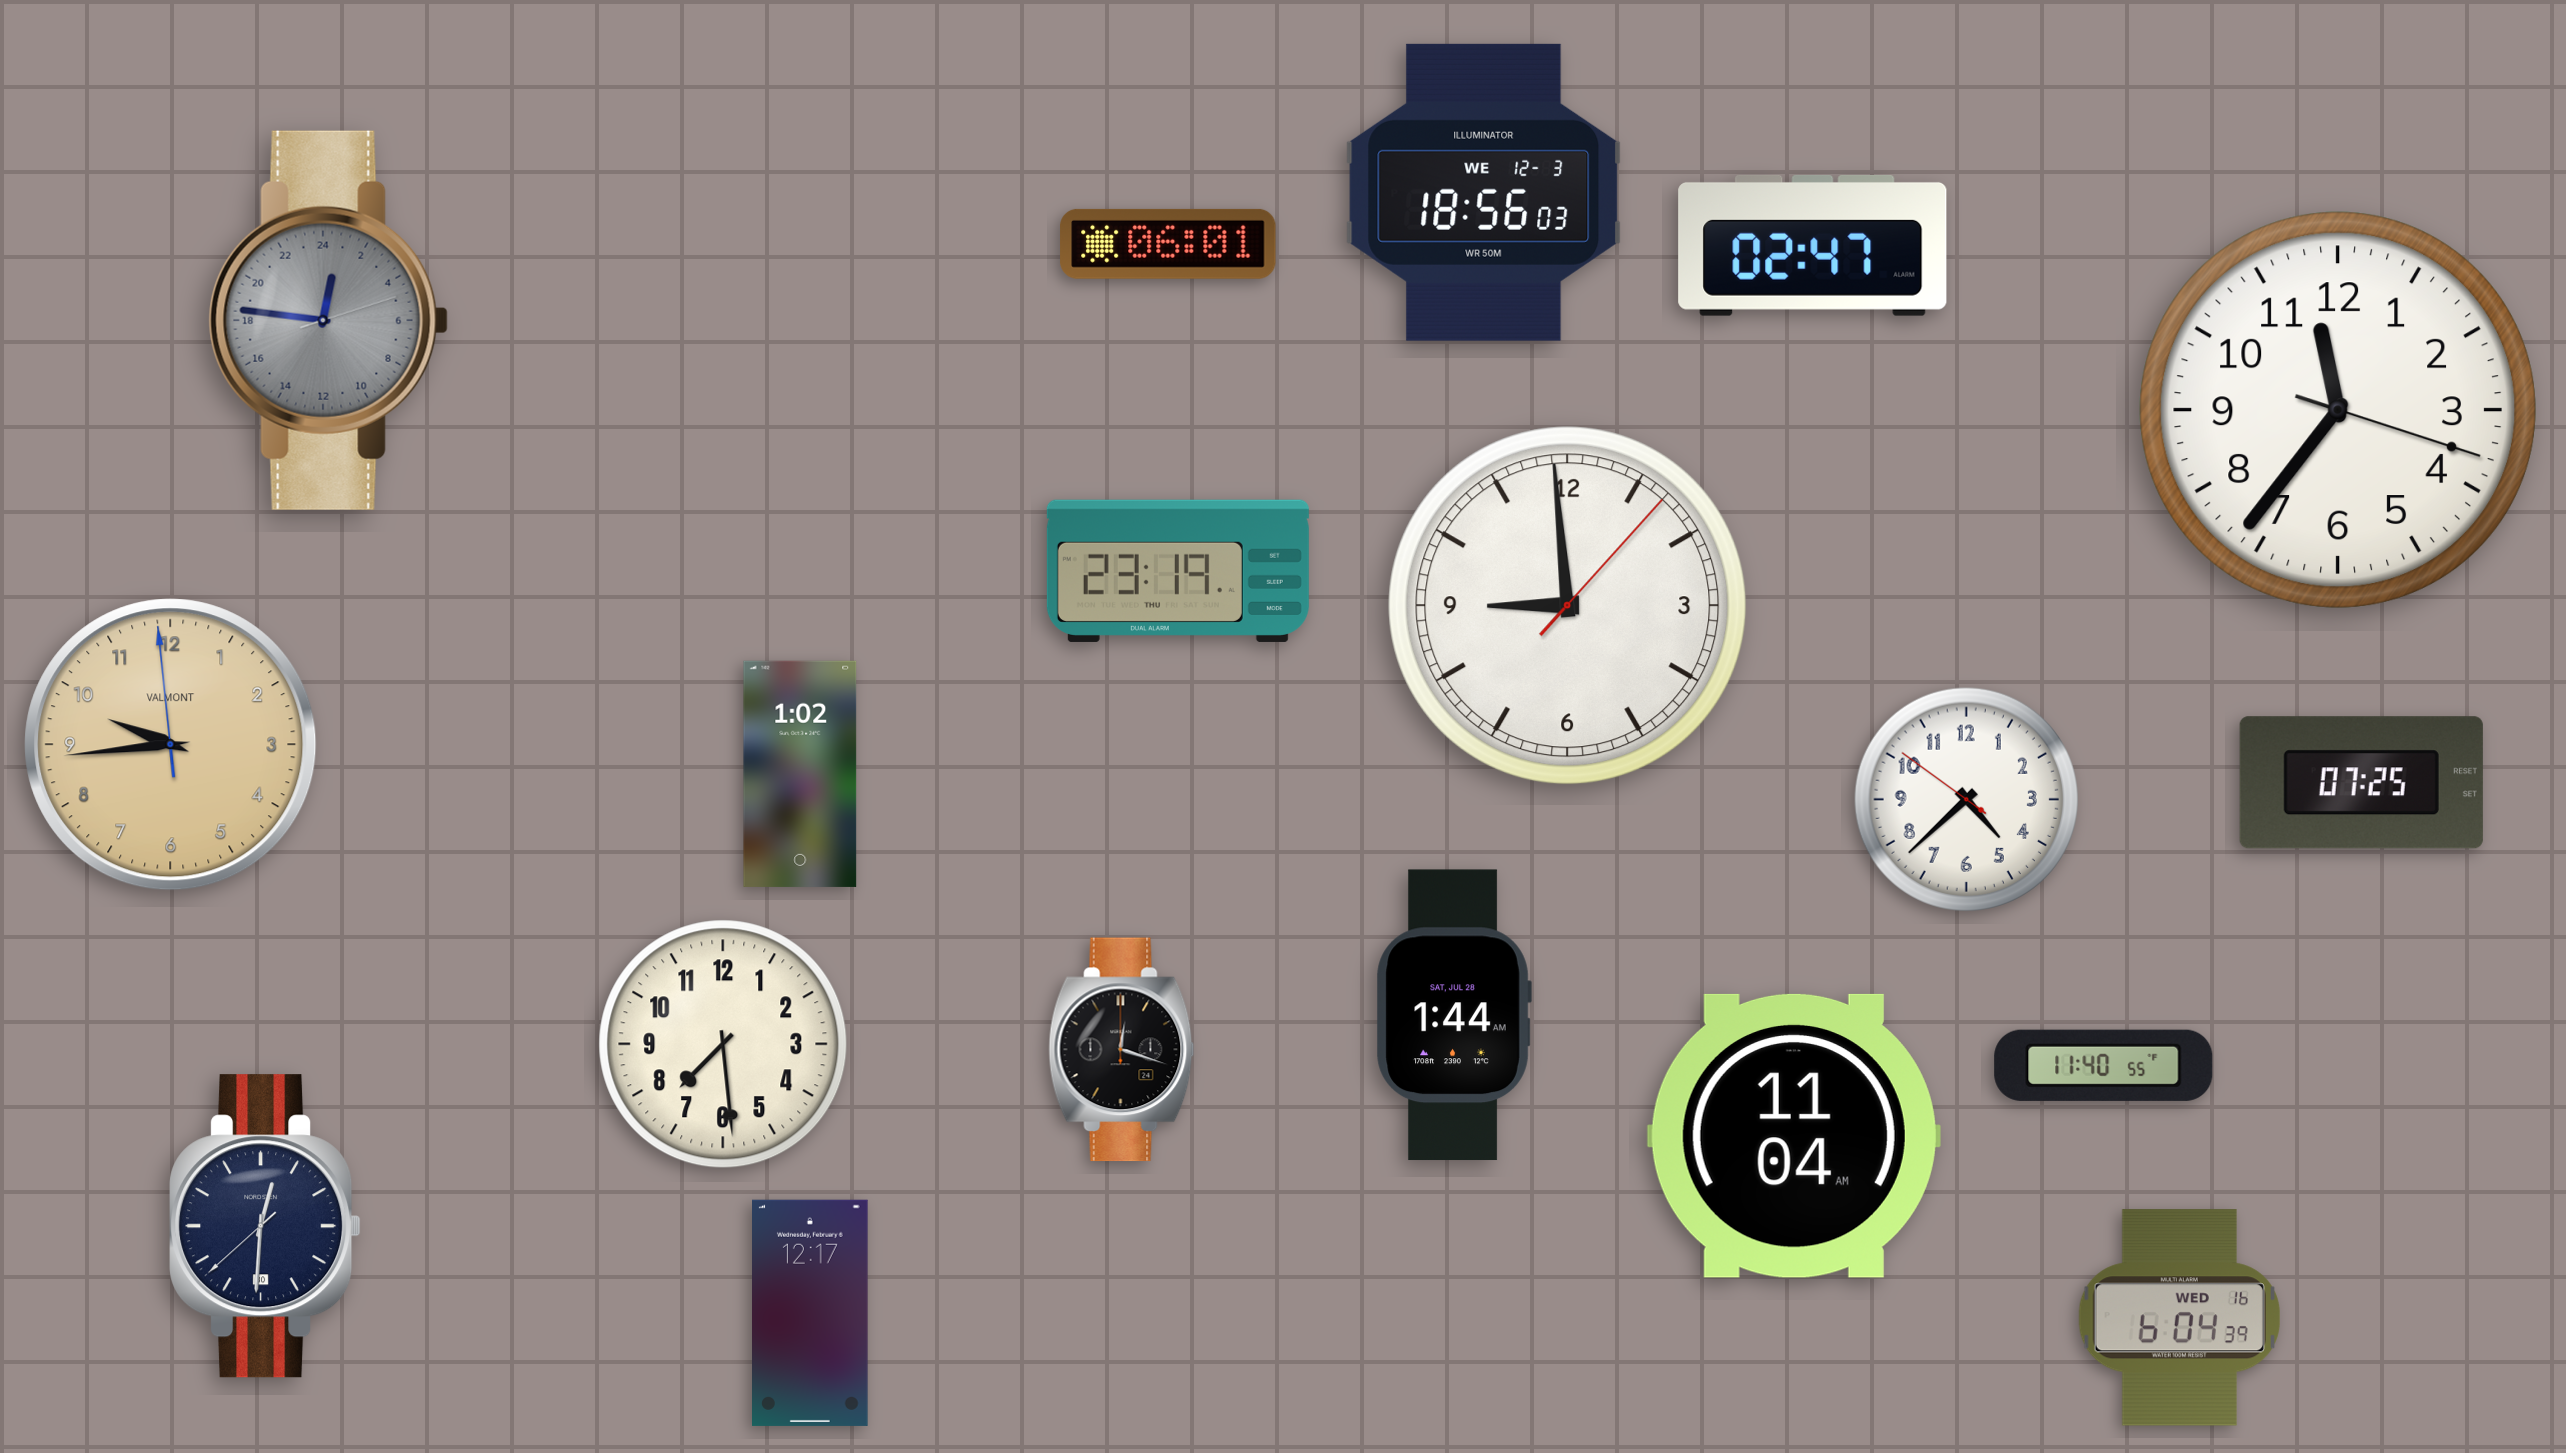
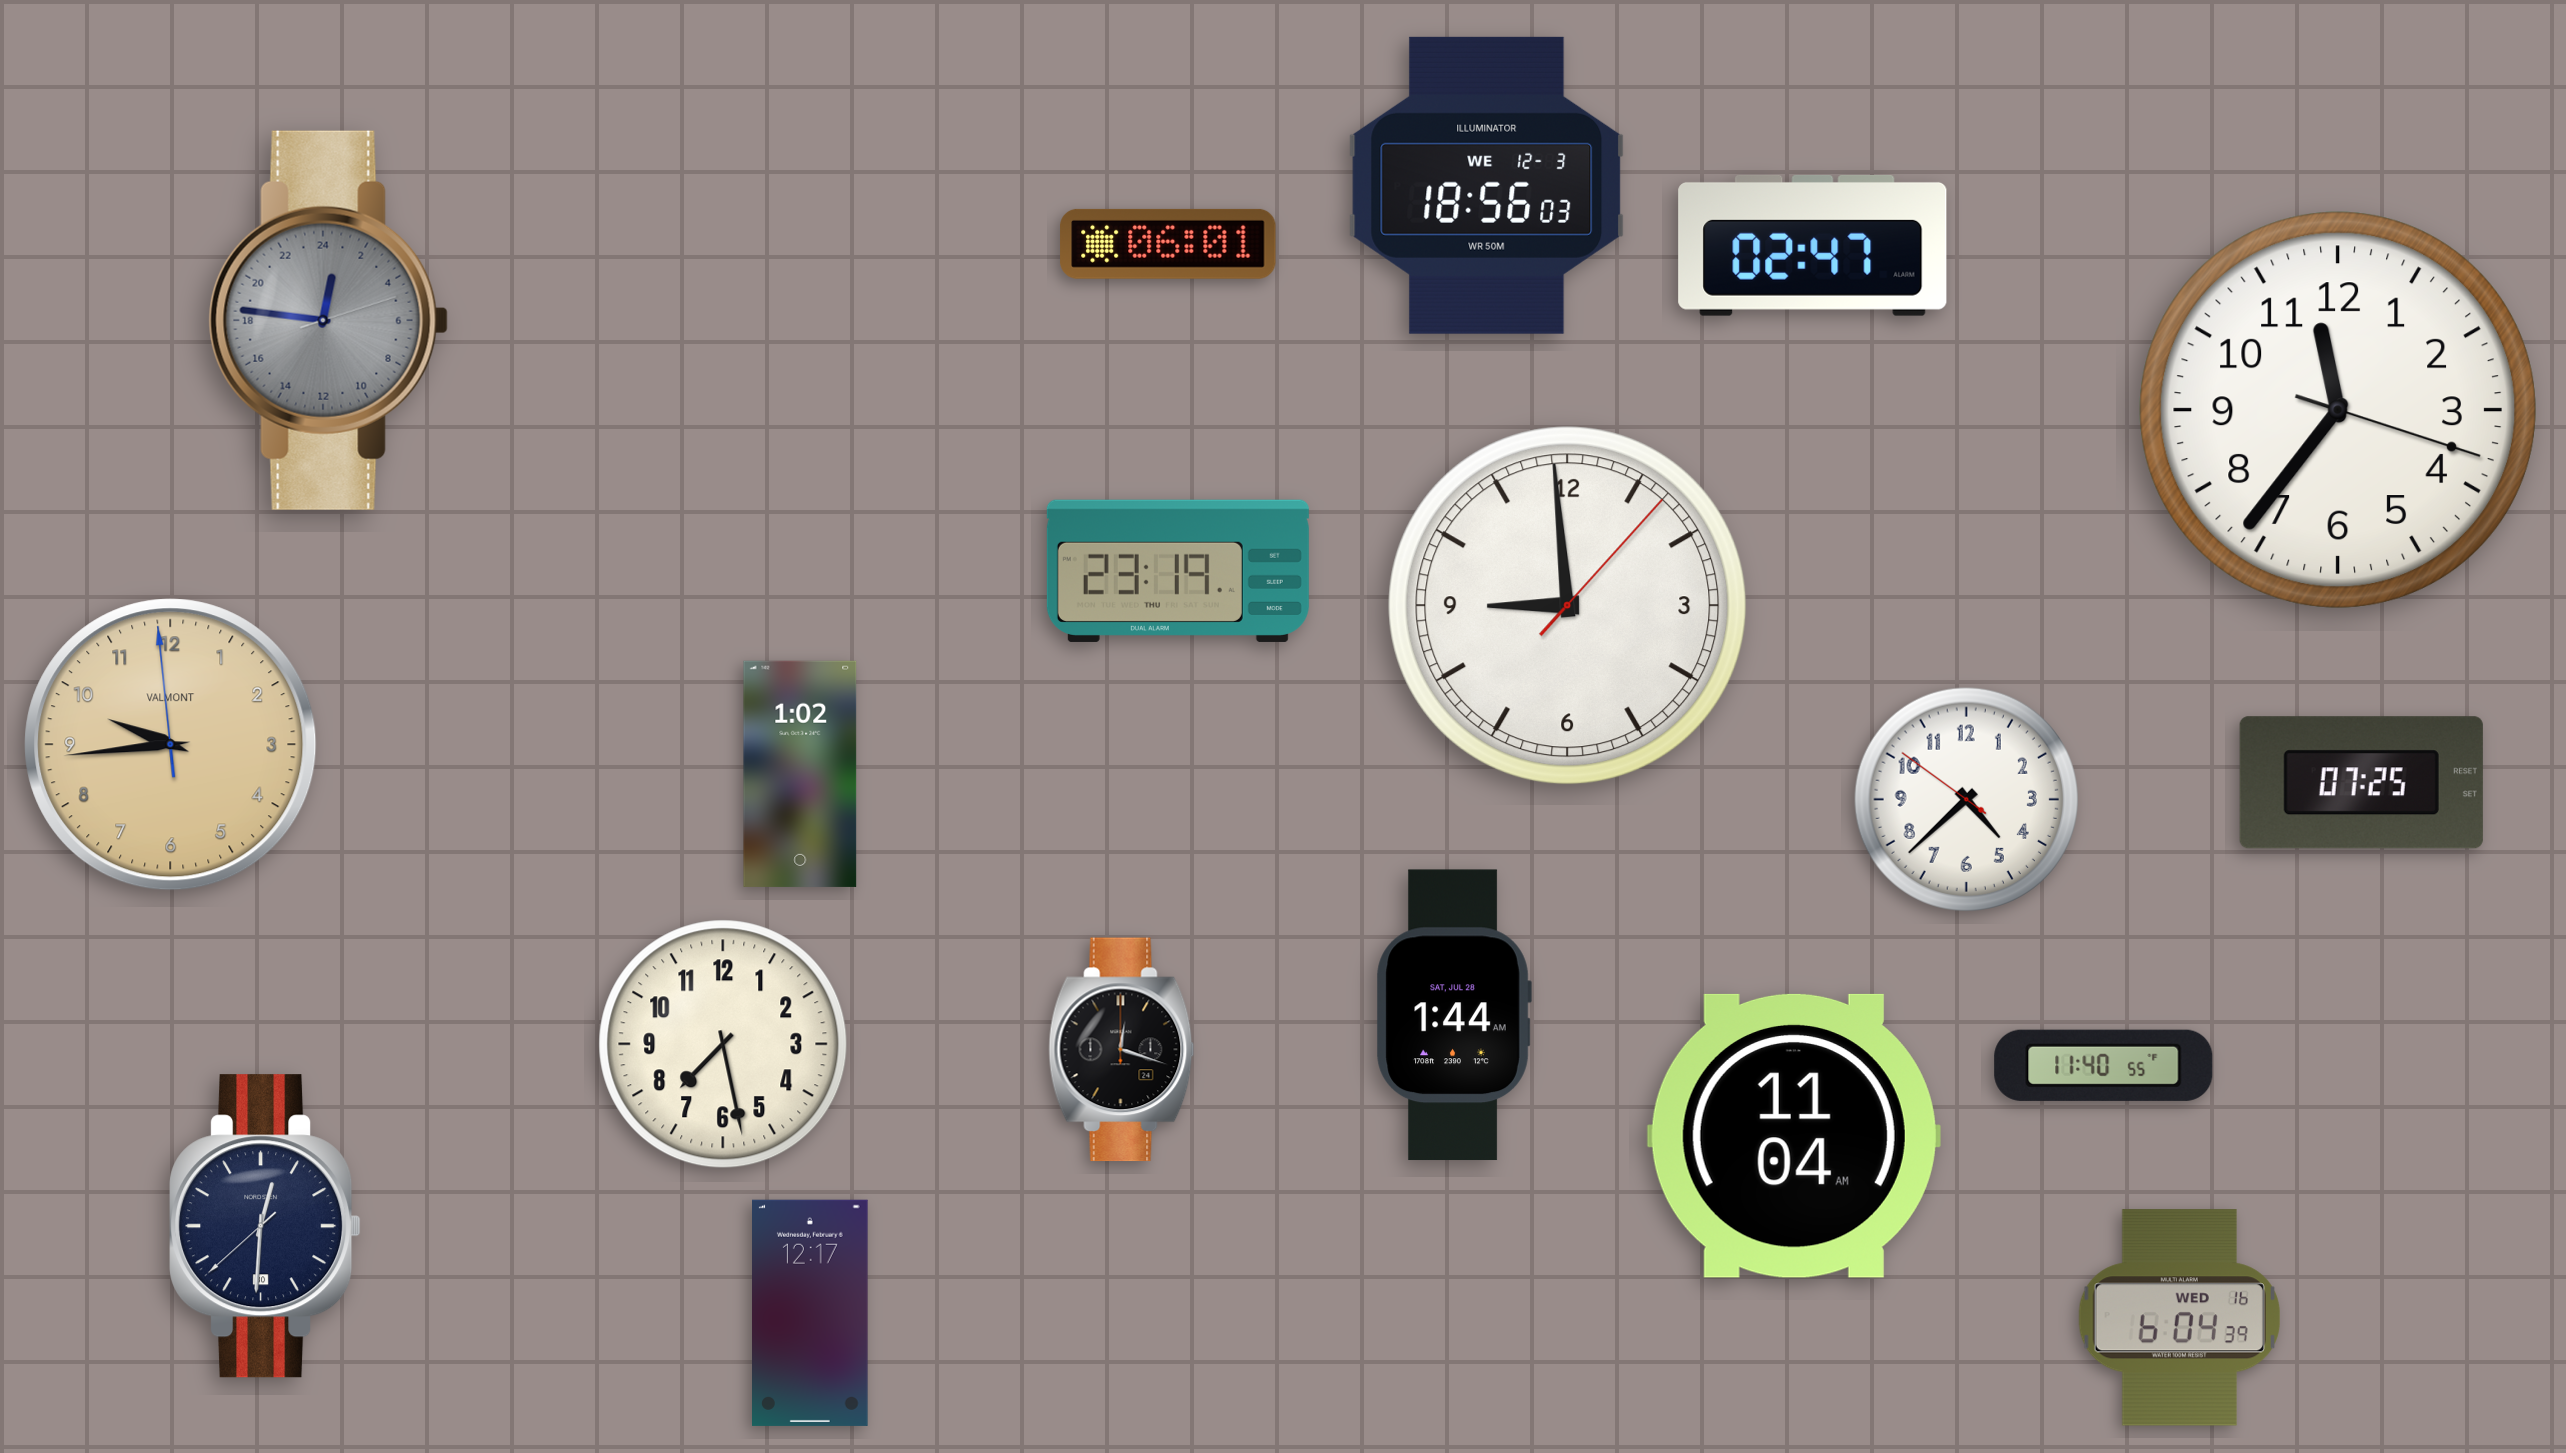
clock at (1484, 192) position: (1484, 192) -> (1487, 185)
clock at (723, 1044): 7:29 -> 7:28
